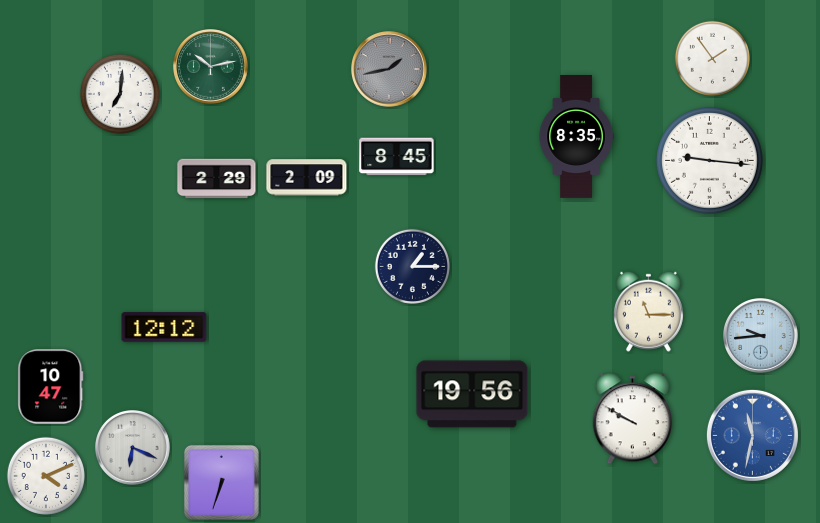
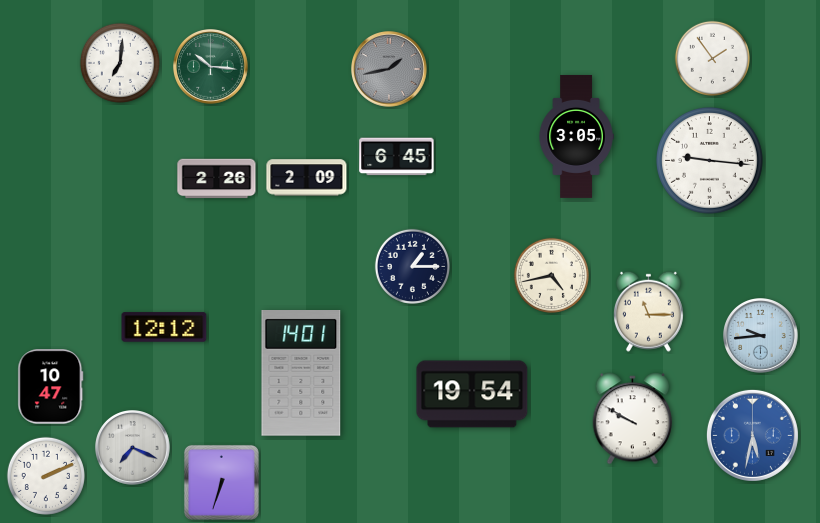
clock at (211, 67): 10:13 -> 10:16
clock at (120, 94) position: (120, 94) -> (120, 63)
clock at (576, 136): 8:35 -> 3:05
clock at (397, 157): 8:45 -> 6:45
clock at (217, 179): 2:29 -> 2:26
clock at (551, 275): none -> 4:43
clock at (301, 374): none -> 14:01
clock at (472, 394): 19:56 -> 19:54
clock at (752, 435): 11:32 -> 5:32
clock at (133, 448): 6:19 -> 7:19
clock at (46, 476): 4:11 -> 2:11
